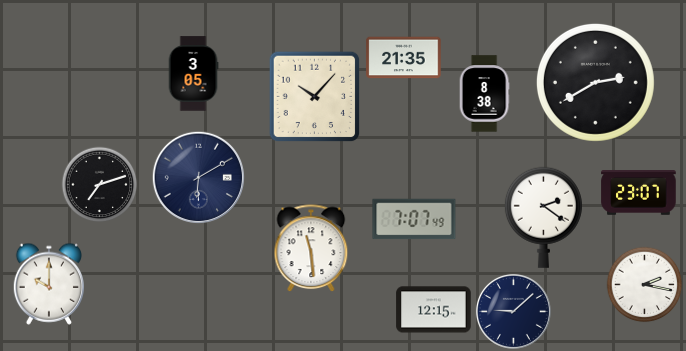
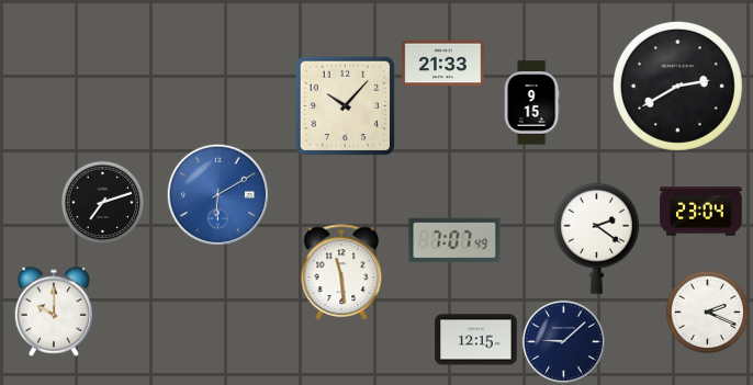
clock at (404, 58): 21:35 -> 21:33
clock at (193, 74): 3:05 -> none
clock at (595, 82) position: (595, 82) -> (677, 86)
clock at (484, 94): 8:38 -> 9:15
clock at (198, 177) dial: navy -> blue
clock at (100, 185) position: (100, 185) -> (103, 203)
clock at (639, 193): 23:07 -> 23:04
clock at (645, 285): 2:17 -> 2:19
